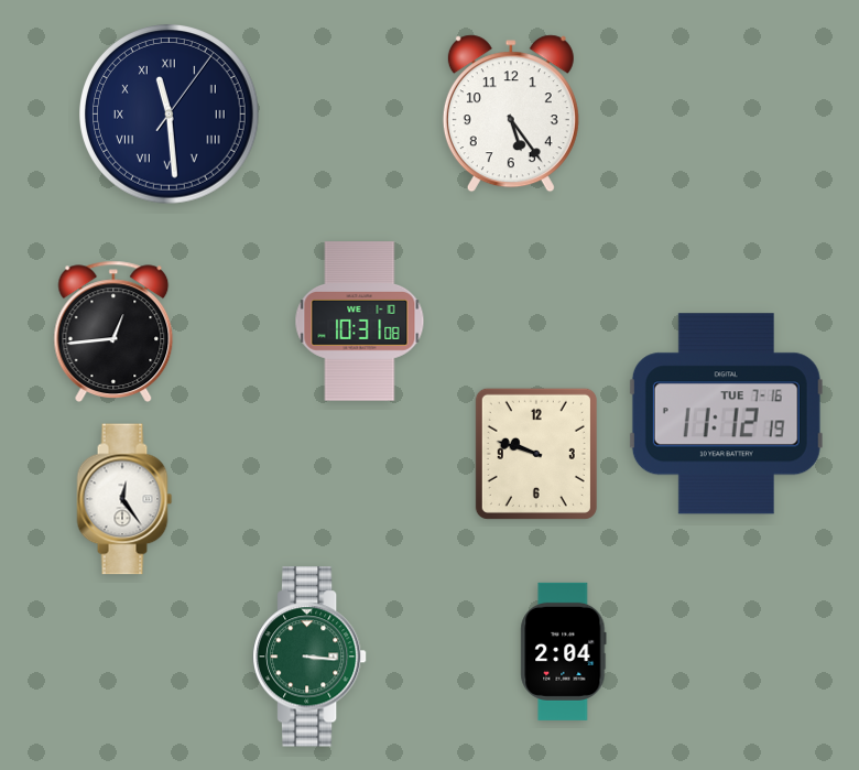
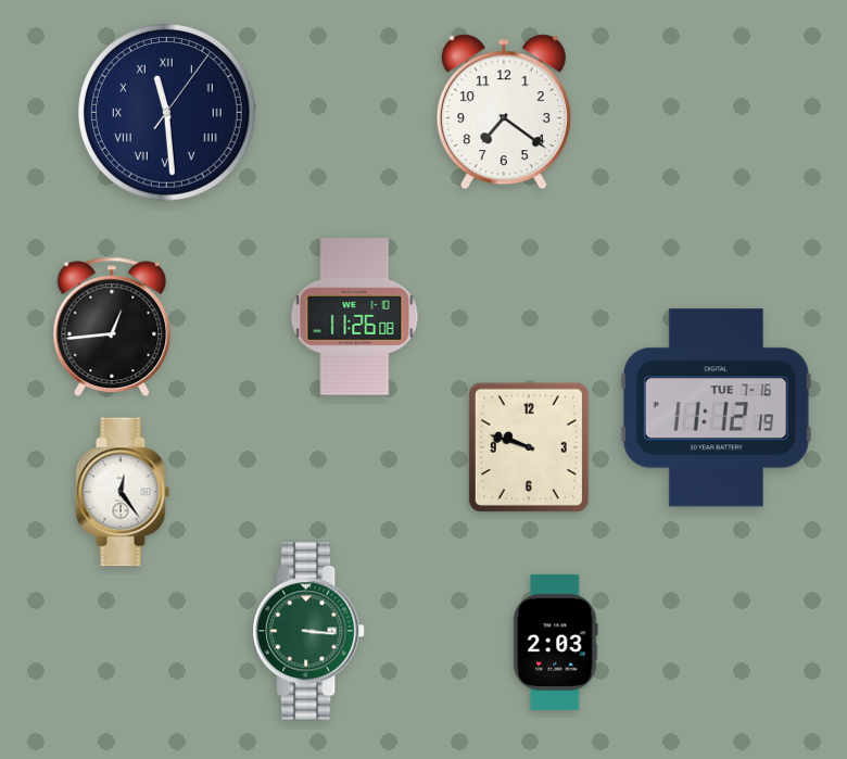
clock at (511, 113): 5:24 -> 7:21
clock at (360, 322): 10:31 -> 11:26
clock at (564, 651): 2:04 -> 2:03
clock at (309, 657) position: (309, 657) -> (308, 631)
